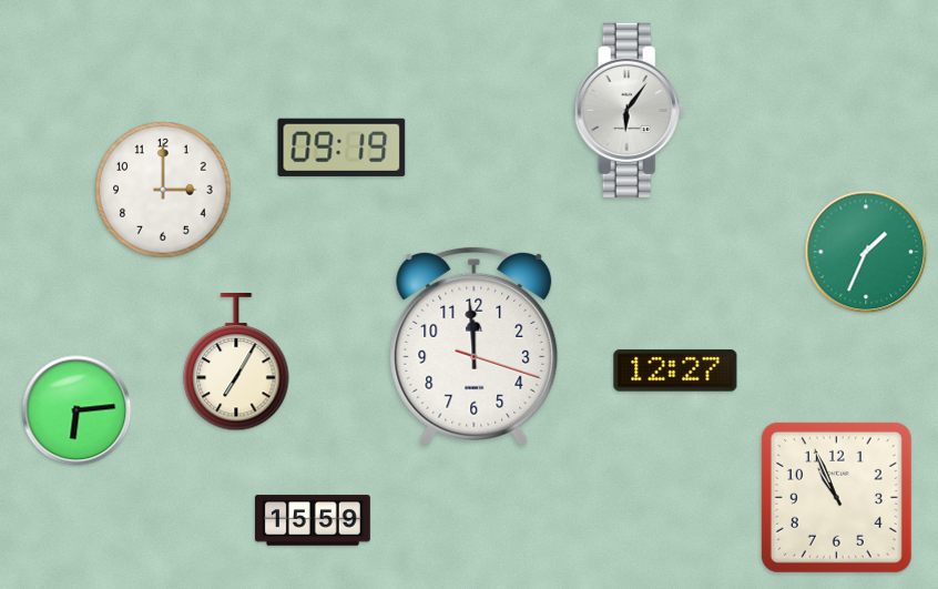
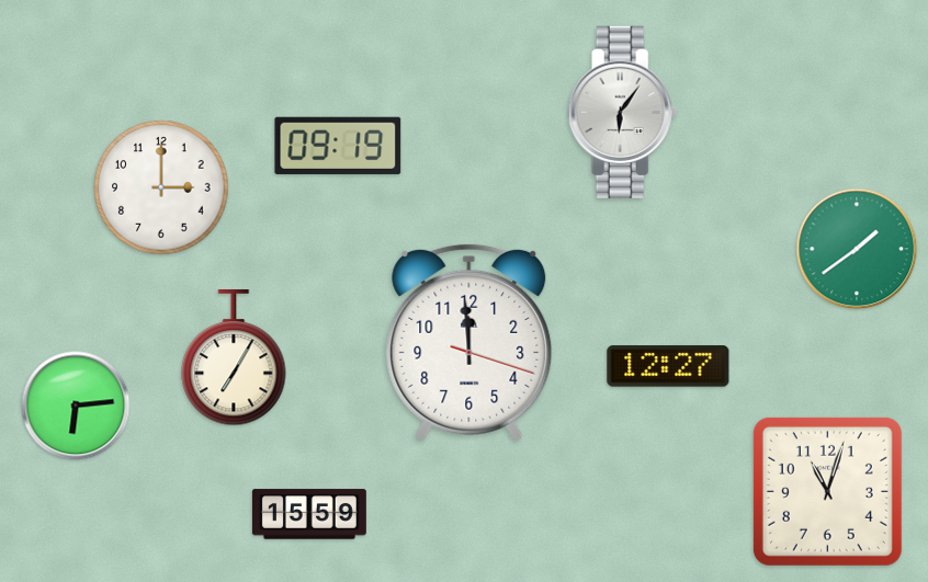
clock at (630, 110) position: (630, 110) -> (623, 112)
clock at (866, 252): 1:34 -> 1:39
clock at (836, 497): 10:56 -> 11:03
